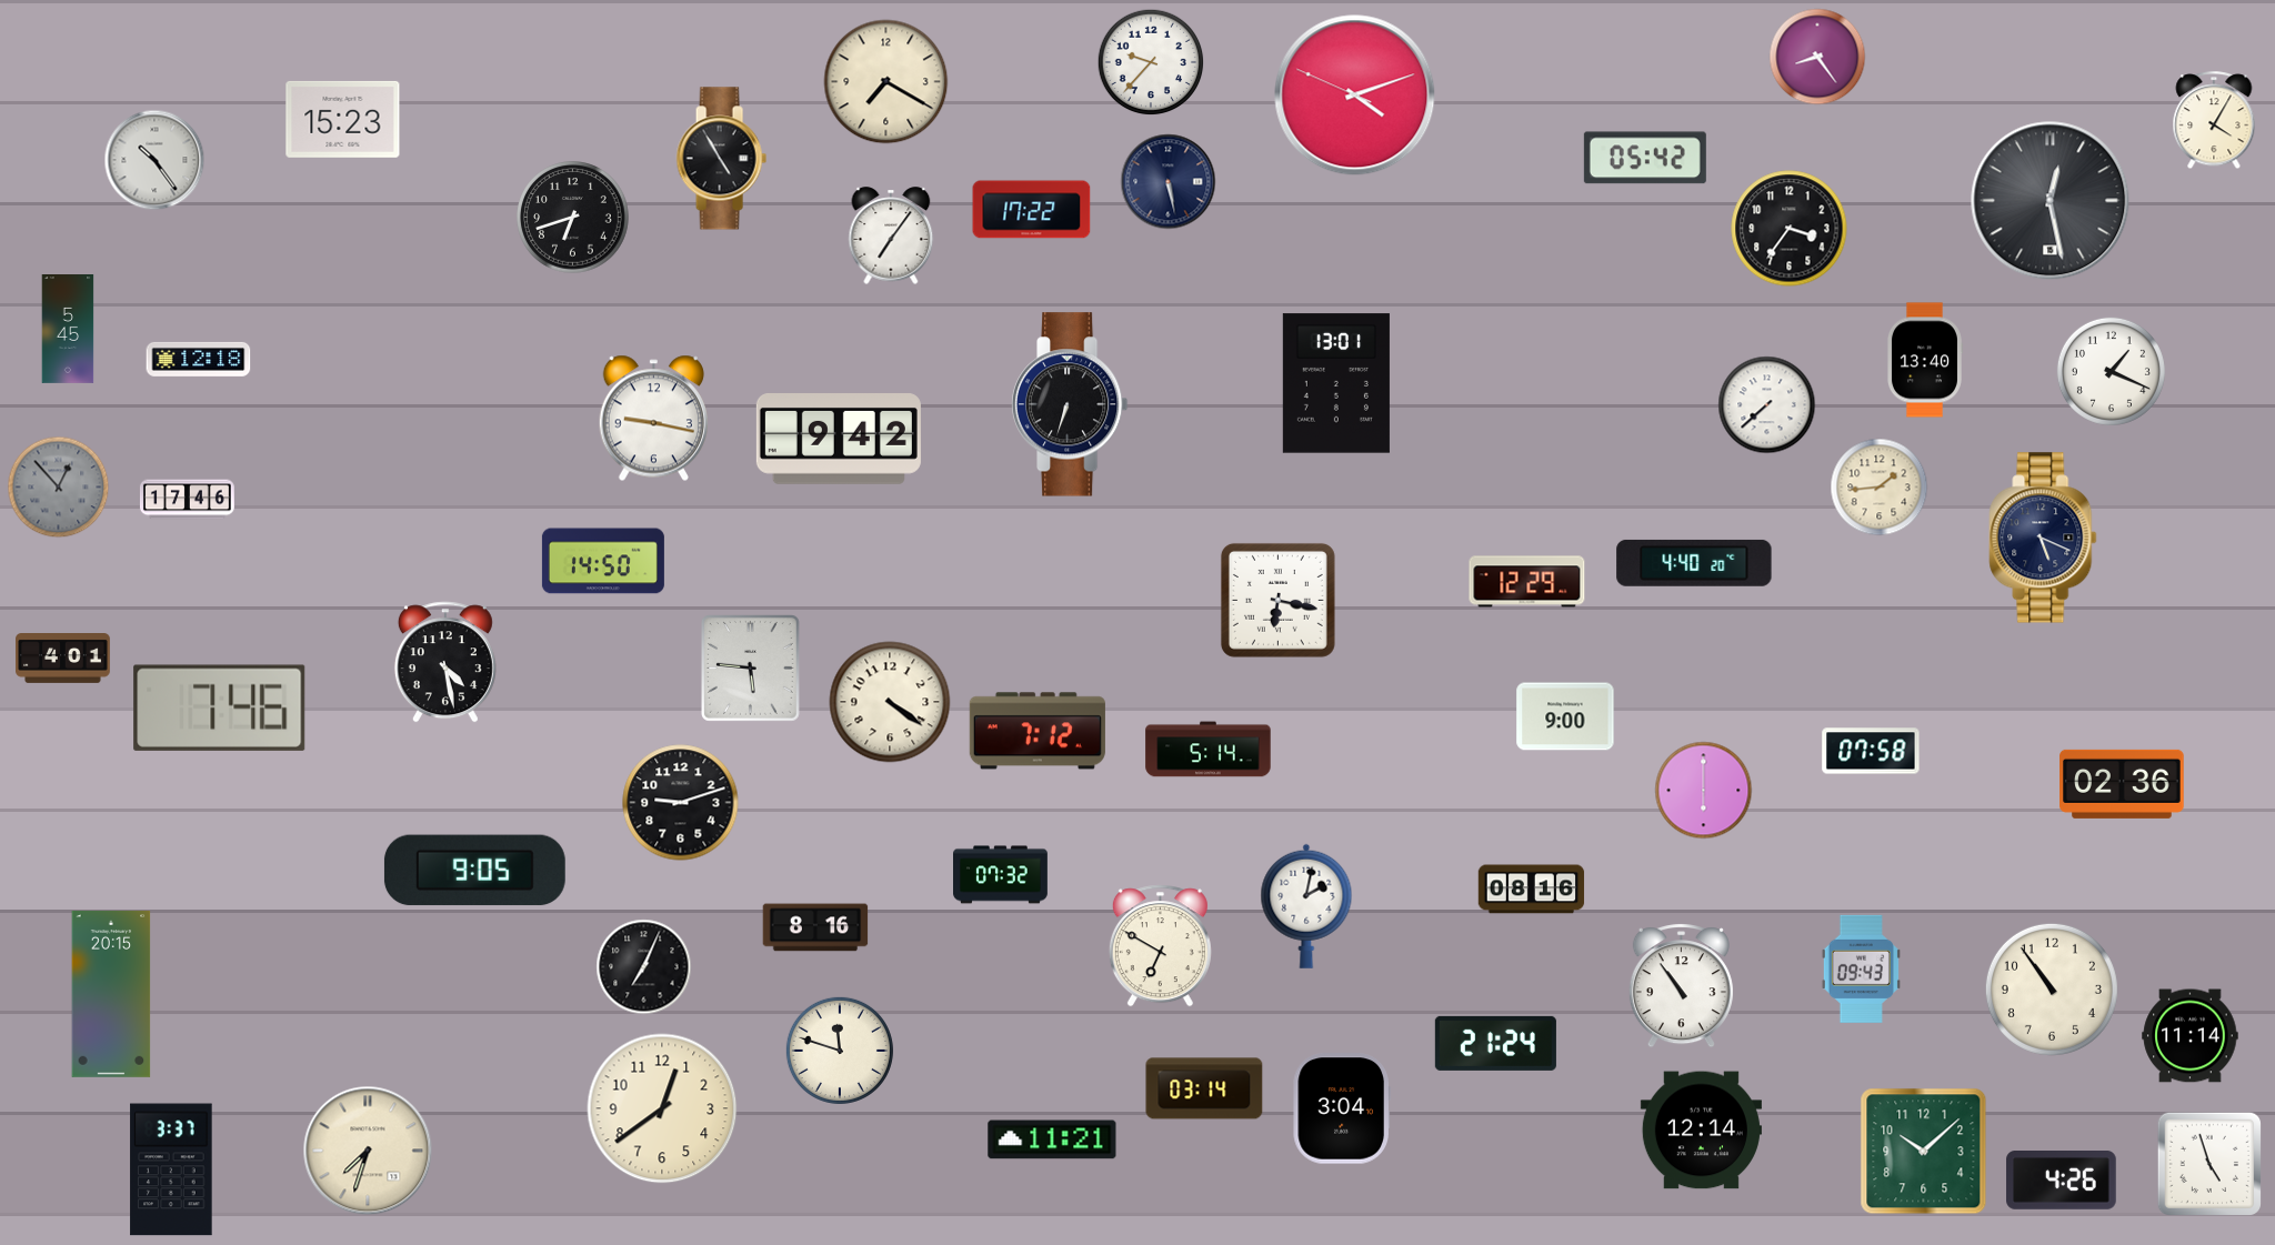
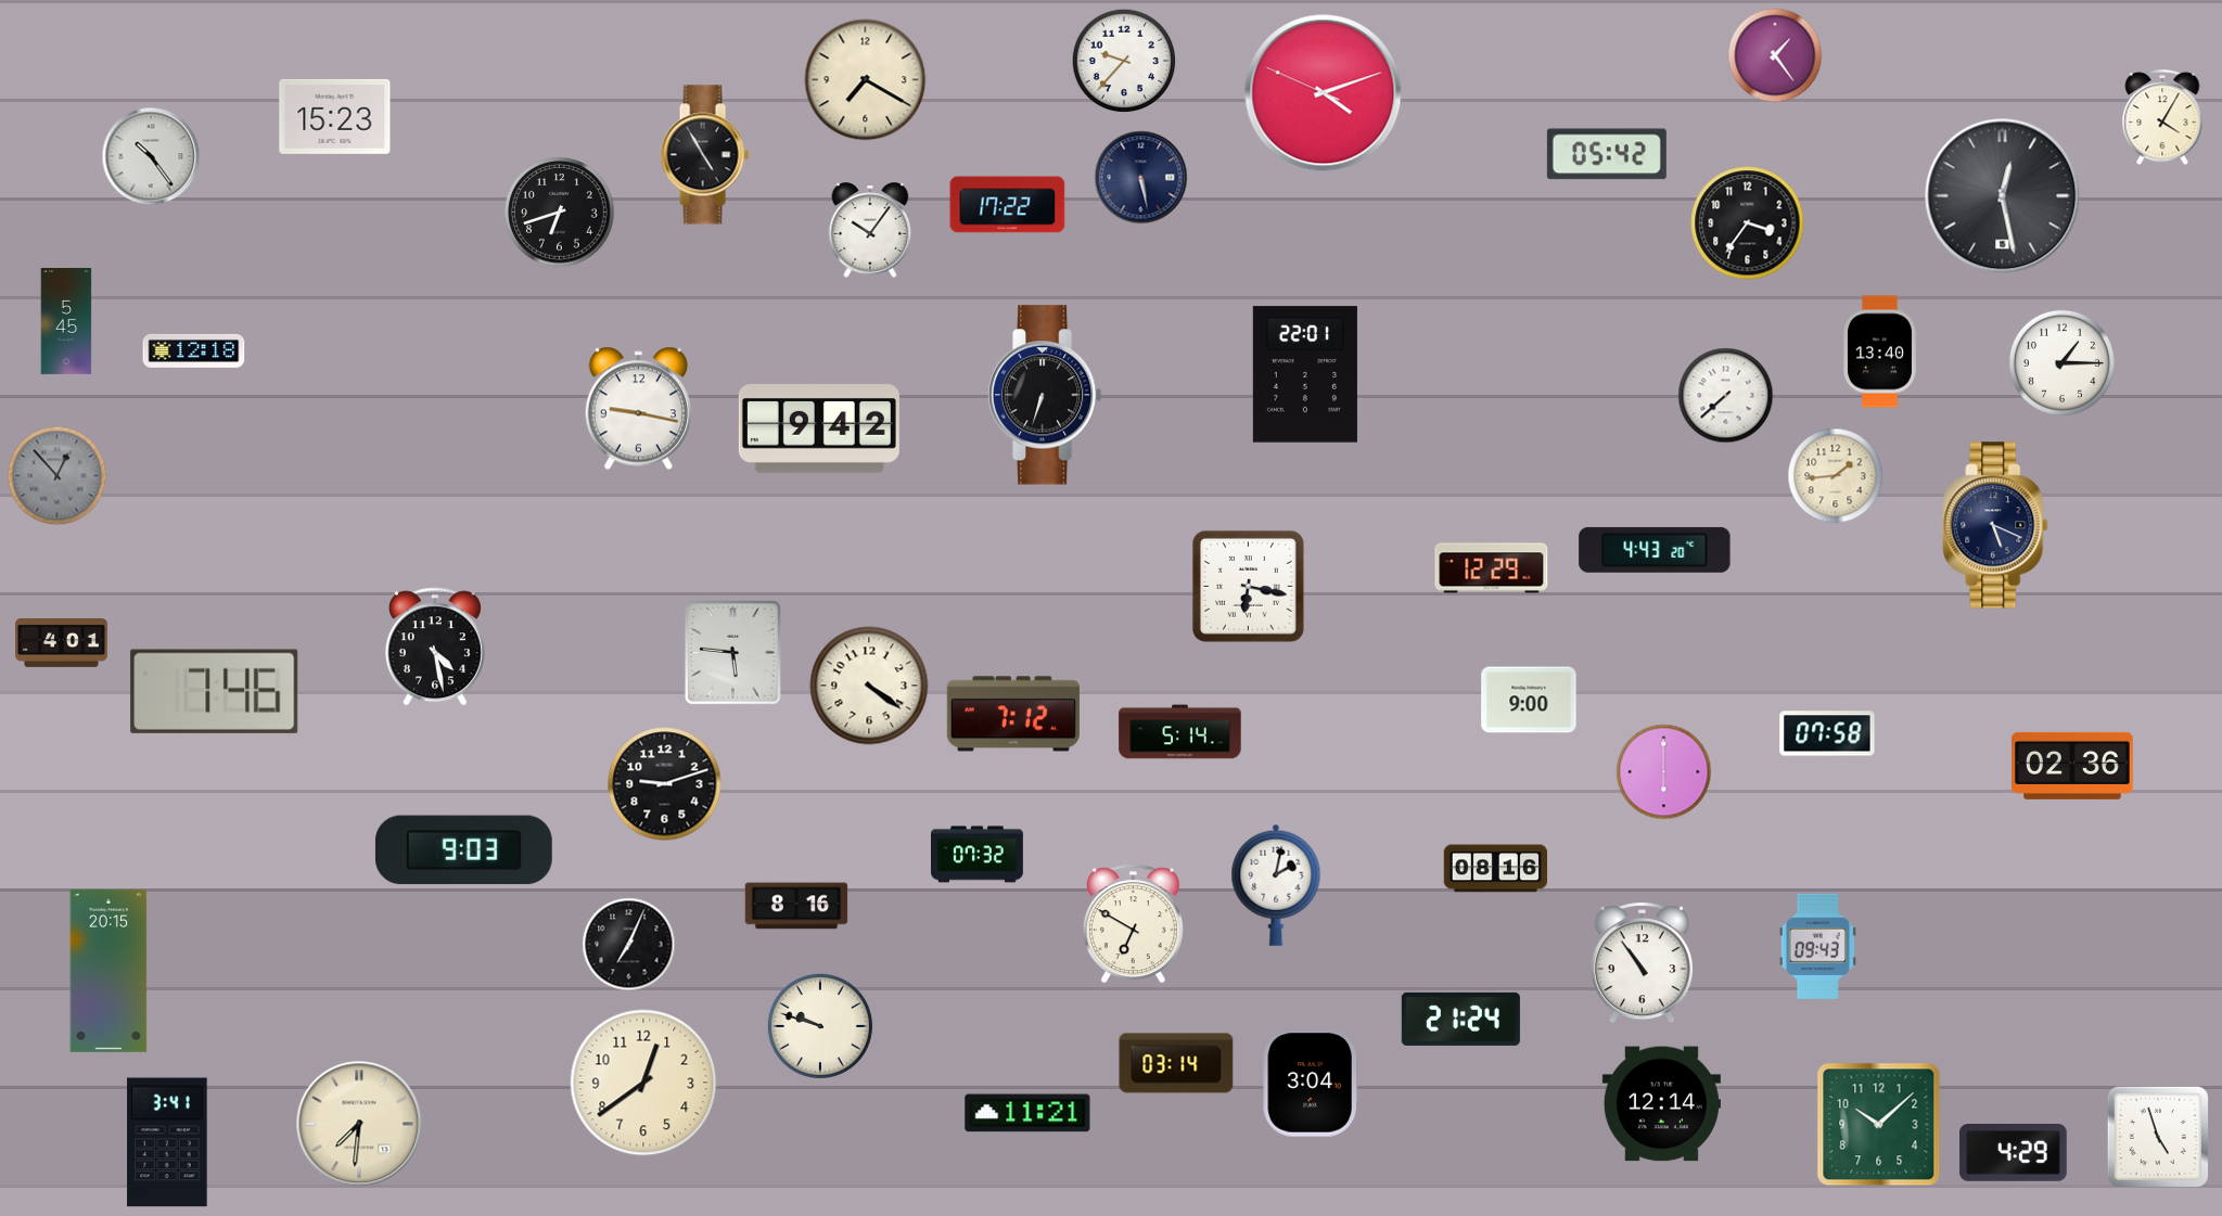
clock at (1817, 57): 8:24 -> 1:24
clock at (891, 235): 7:06 -> 10:06
clock at (2111, 371): 1:19 -> 1:15
clock at (1336, 383): 13:01 -> 22:01
clock at (187, 500): 17:46 -> none
clock at (603, 561): 14:50 -> none
clock at (1694, 563): 4:40 -> 4:43
clock at (474, 871): 9:05 -> 9:03
clock at (2052, 990): 10:54 -> none
clock at (2191, 1036): 11:14 -> none
clock at (840, 1051): 11:48 -> 9:48
clock at (662, 1108) position: (662, 1108) -> (643, 1083)
clock at (368, 1151): 7:33 -> 7:31
clock at (171, 1169): 3:37 -> 3:41
clock at (2062, 1181): 4:26 -> 4:29
